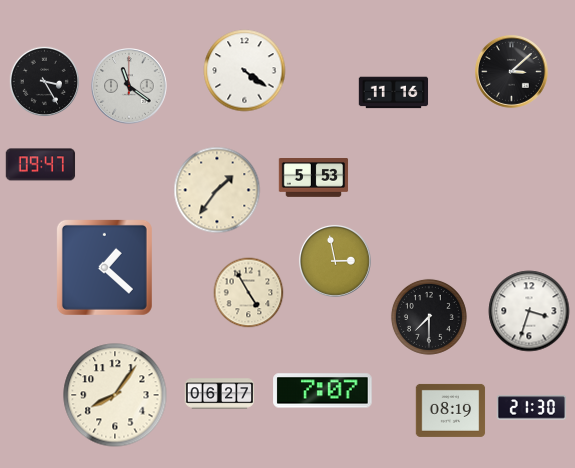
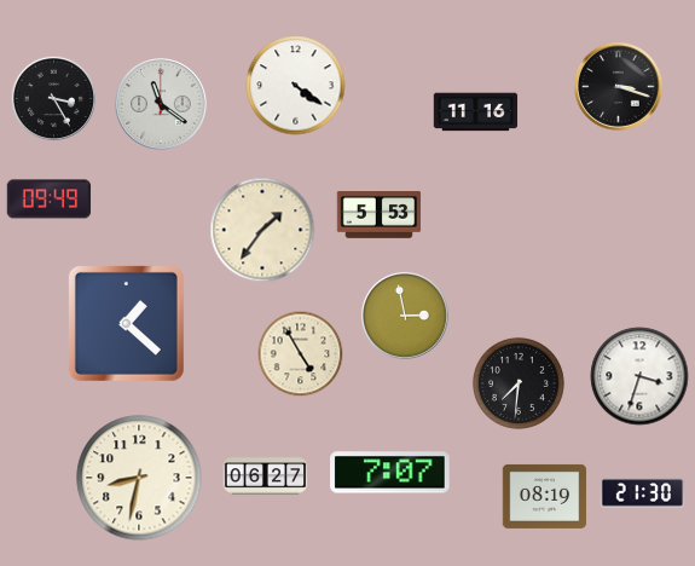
clock at (512, 72): 3:08 -> 3:18
clock at (129, 86) position: (129, 86) -> (161, 104)
clock at (41, 165): 09:47 -> 09:49
clock at (429, 317): 7:30 -> 7:31
clock at (115, 395): 8:06 -> 8:32
